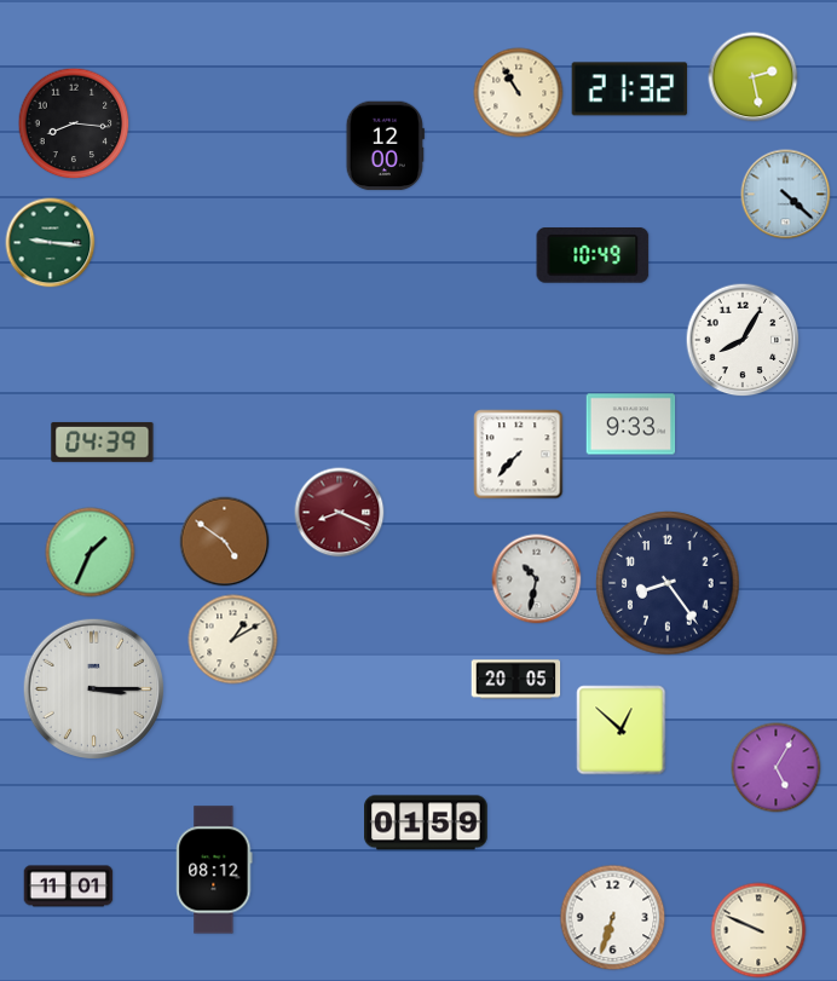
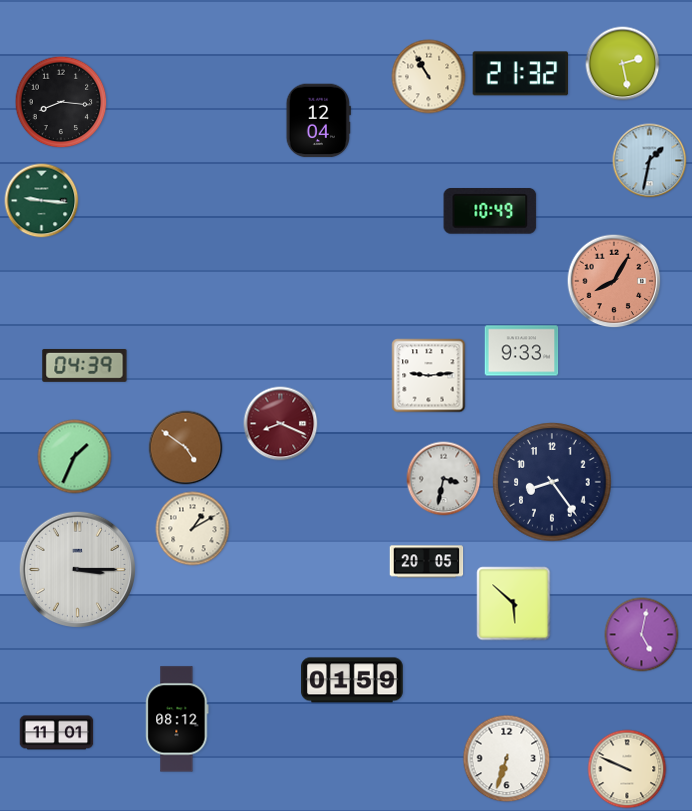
clock at (385, 146): 12:00 -> 12:04
clock at (786, 195): 4:22 -> 1:32
clock at (743, 340) dial: white -> salmon
clock at (519, 455): 7:37 -> 9:14
clock at (537, 579): 10:32 -> 3:32
clock at (622, 731): 12:52 -> 5:52
clock at (777, 768): 5:05 -> 5:02
